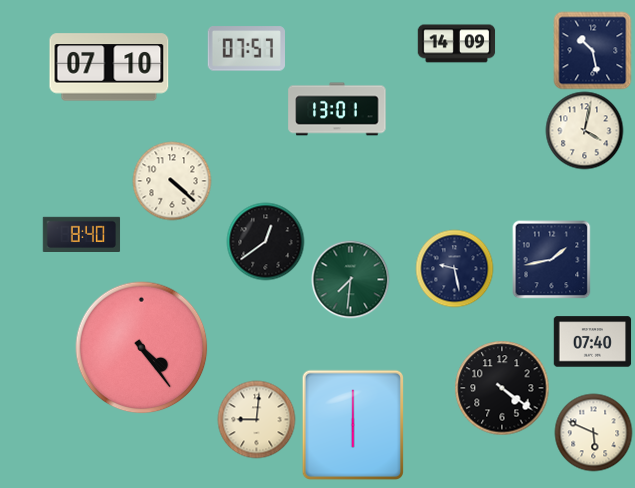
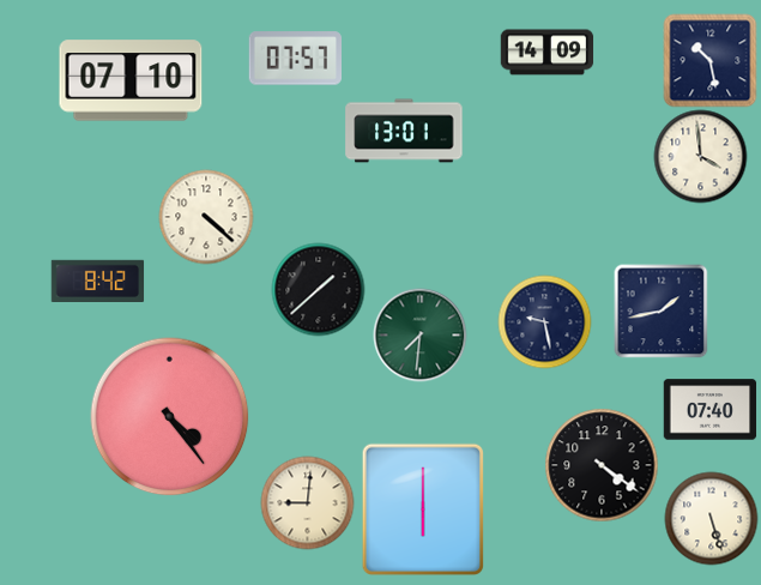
clock at (584, 130): 4:02 -> 3:59
clock at (81, 234): 8:40 -> 8:42
clock at (265, 241): 12:39 -> 1:38
clock at (593, 432): 5:49 -> 5:27
